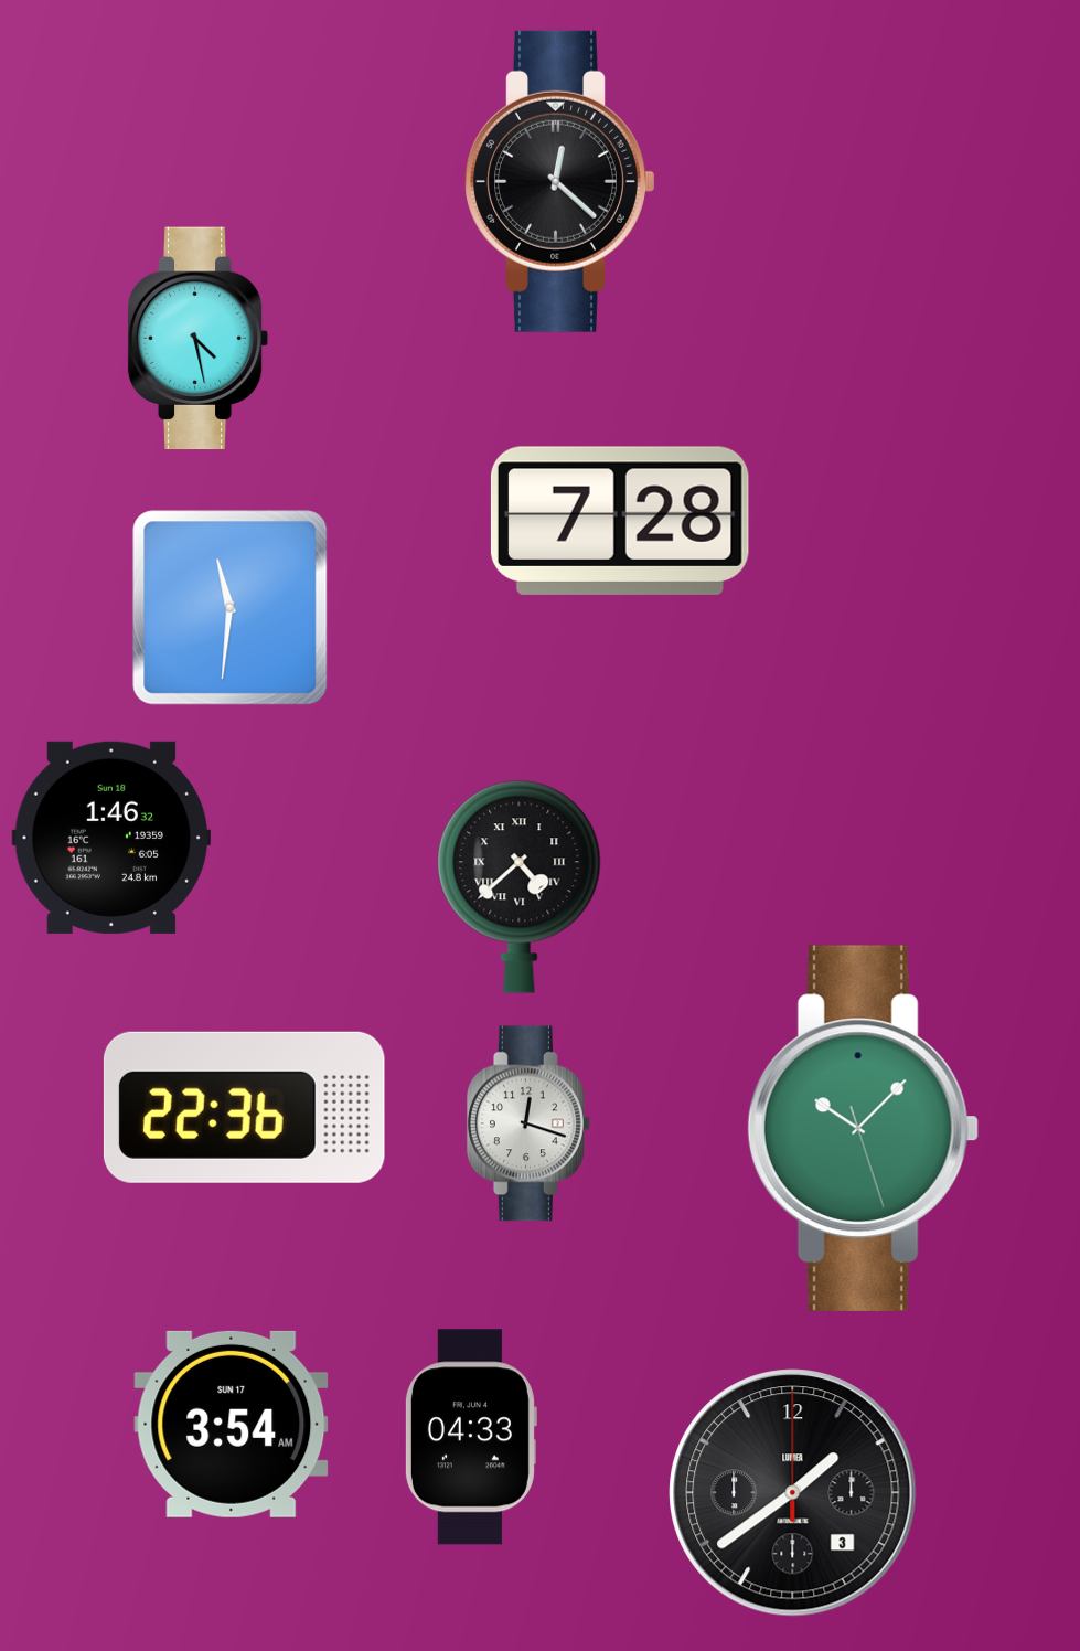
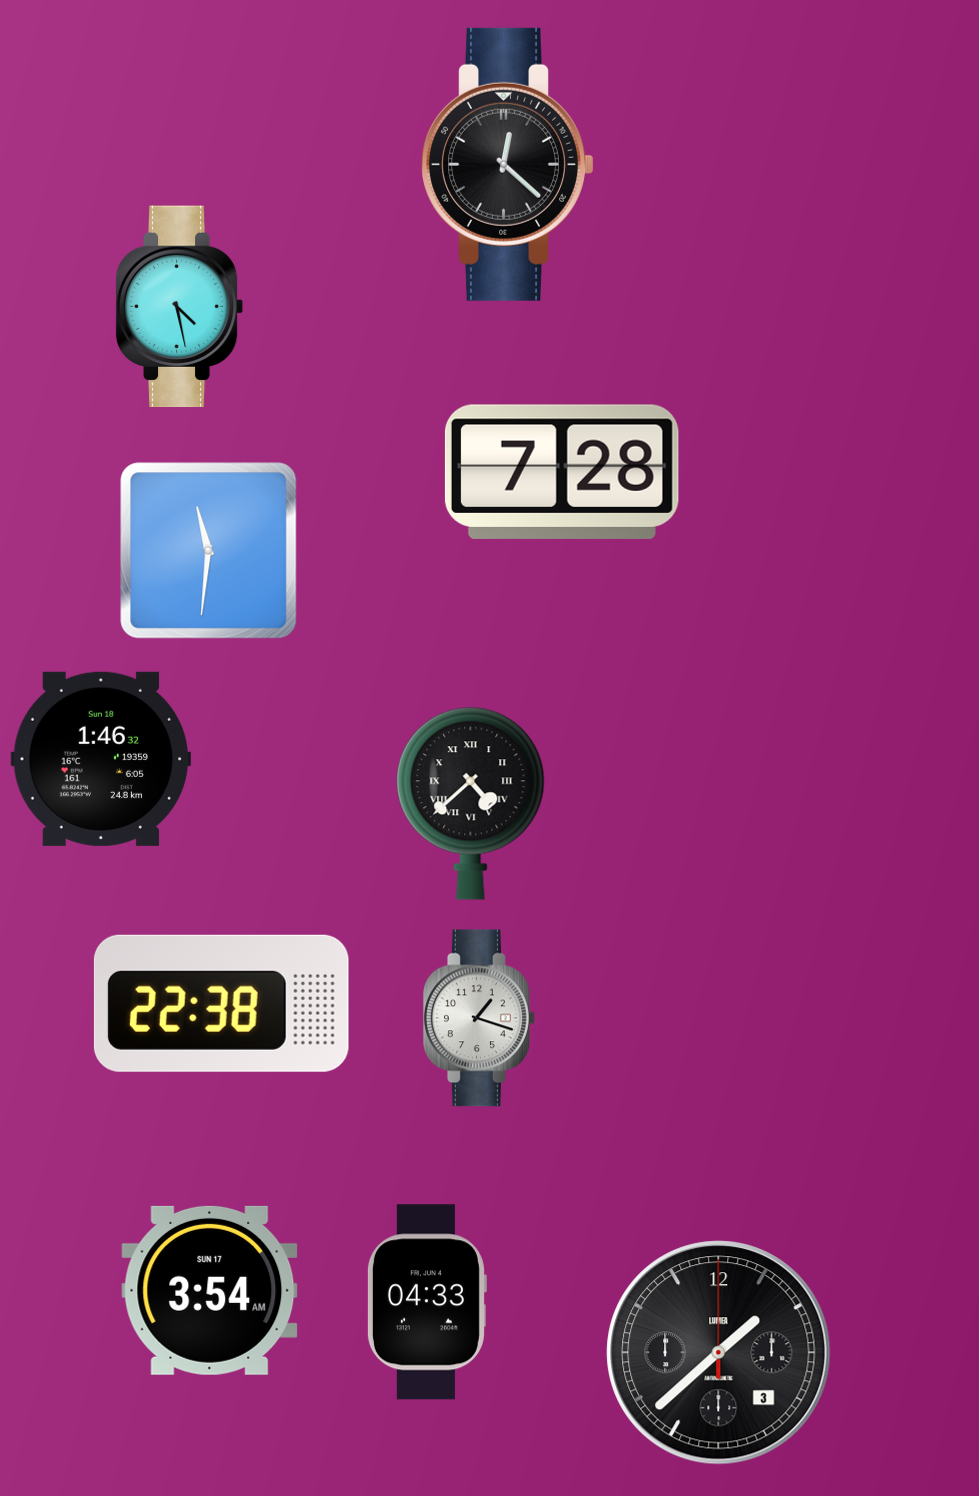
clock at (244, 1107): 22:36 -> 22:38
clock at (530, 1123): 12:18 -> 1:18
clock at (863, 1128): 10:07 -> none
clock at (793, 1493): 1:39 -> 1:38
